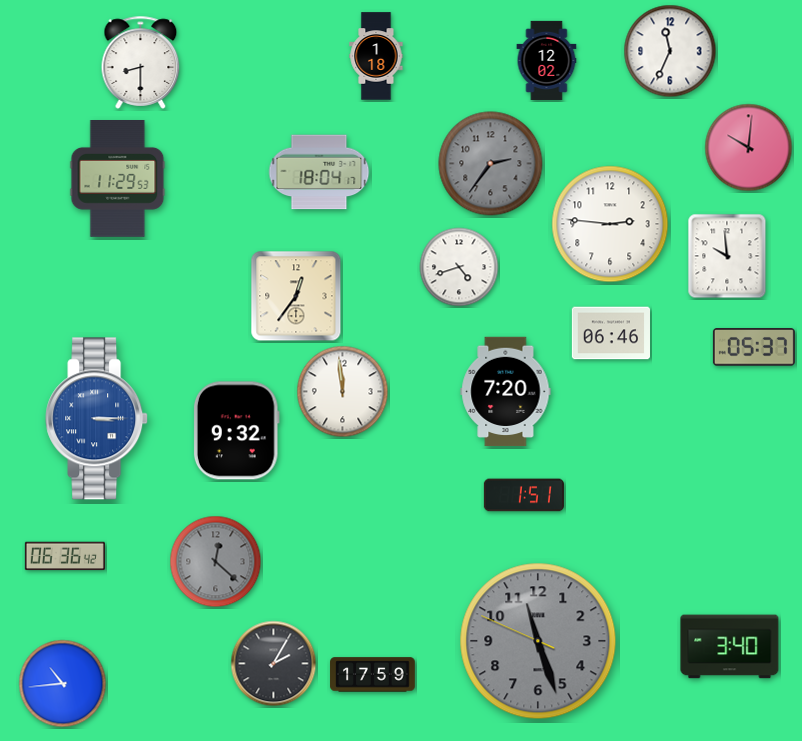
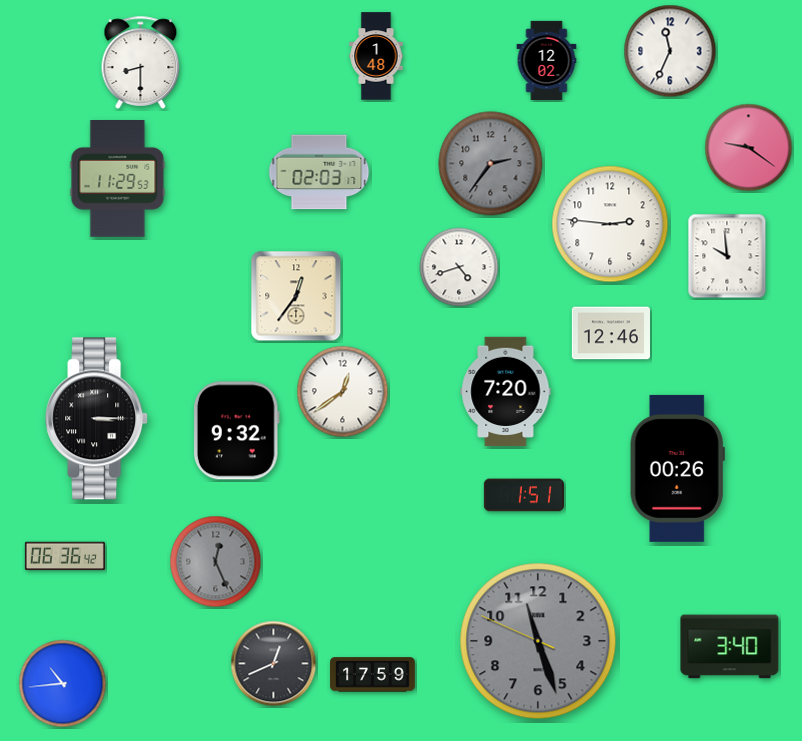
clock at (376, 56): 1:18 -> 1:48
clock at (749, 148): 10:01 -> 9:21
clock at (319, 172): 18:04 -> 02:03
clock at (610, 333): 06:46 -> 12:46
clock at (754, 347): 05:37 -> none
clock at (343, 392): 11:59 -> 12:39
clock at (97, 419) dial: blue -> black
clock at (677, 468): none -> 00:26
clock at (216, 562): 12:22 -> 12:26
clock at (274, 664): 2:05 -> 12:41
